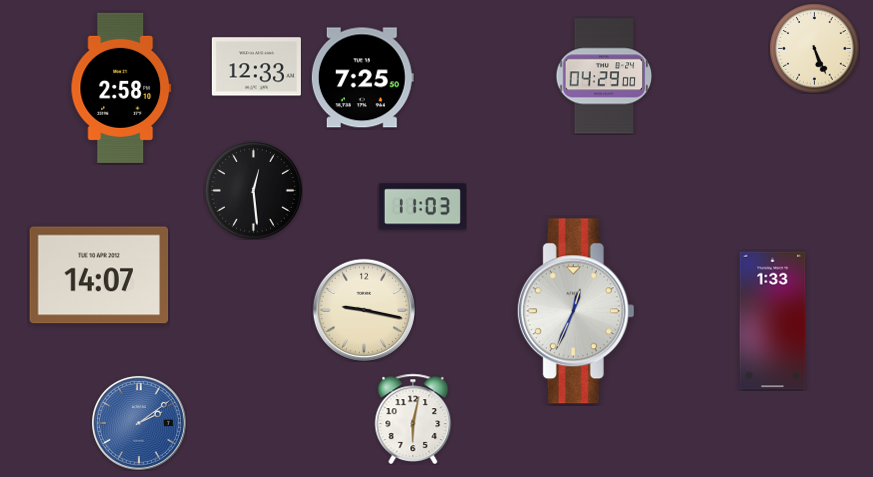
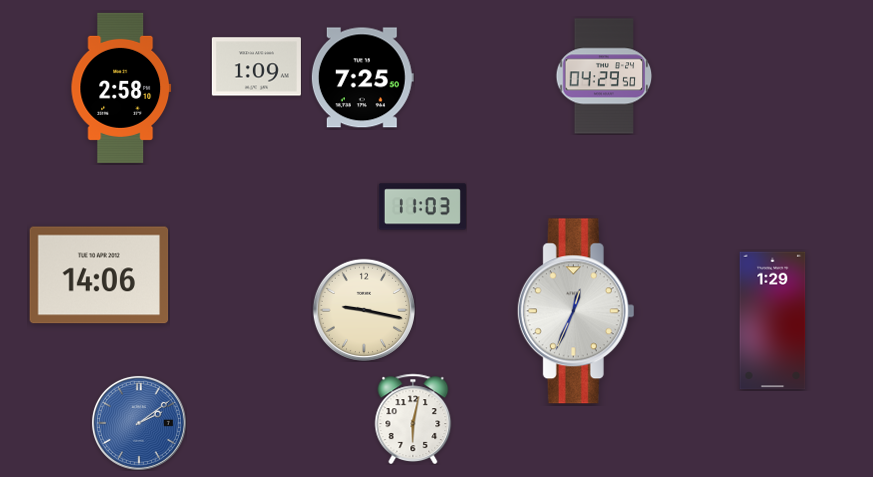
clock at (814, 48): 5:26 -> none
clock at (256, 67): 12:33 -> 1:09
clock at (604, 76): 04:29:00 -> 04:29:50
clock at (253, 190): 12:29 -> none
clock at (99, 275): 14:07 -> 14:06
clock at (773, 321): 1:33 -> 1:29
